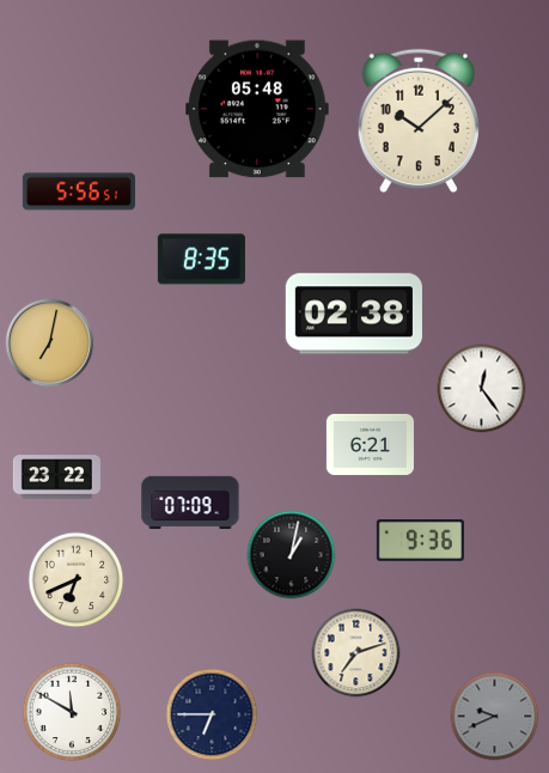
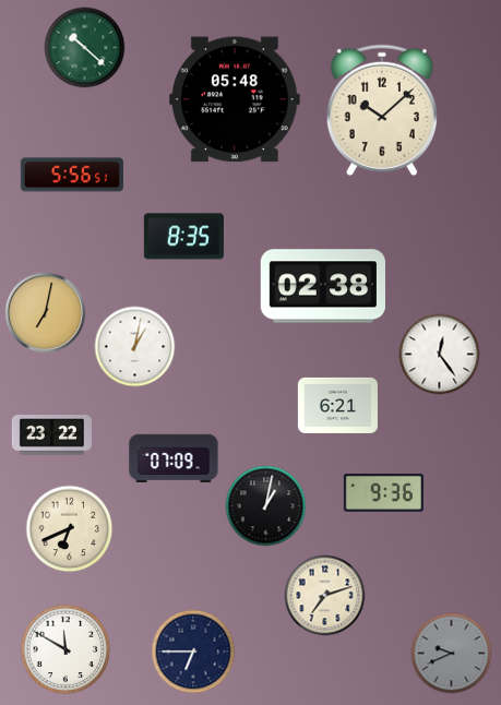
clock at (85, 48): none -> 10:22
clock at (135, 347): none -> 1:02
